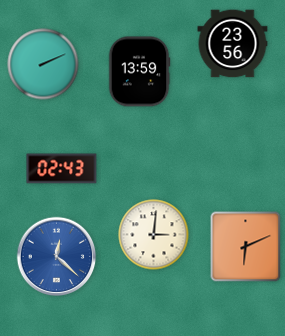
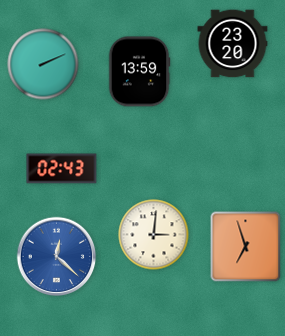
clock at (233, 44): 23:56 -> 23:20
clock at (246, 247): 6:11 -> 6:57
